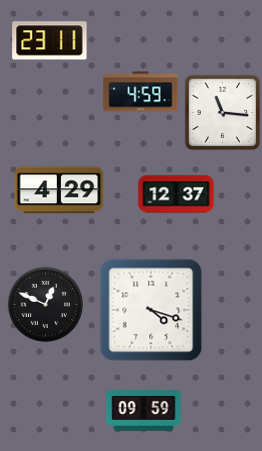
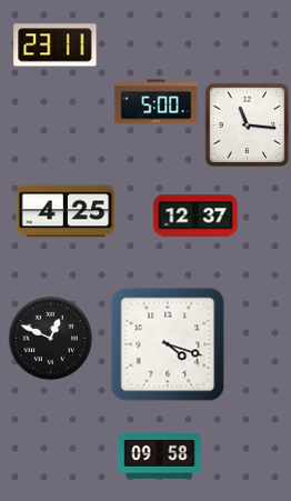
clock at (141, 92): 4:59 -> 5:00
clock at (59, 190): 4:29 -> 4:25
clock at (144, 411): 09:59 -> 09:58
